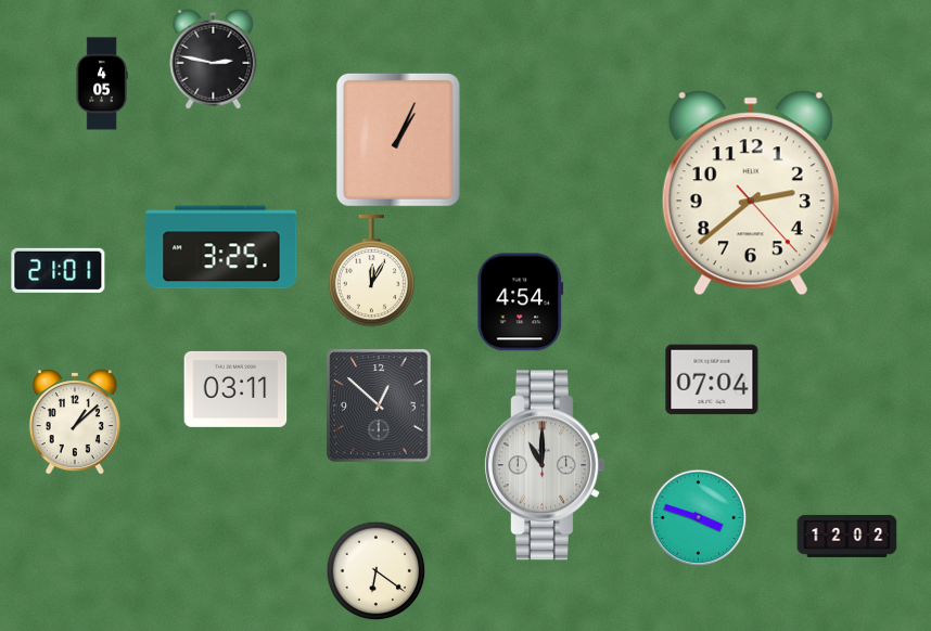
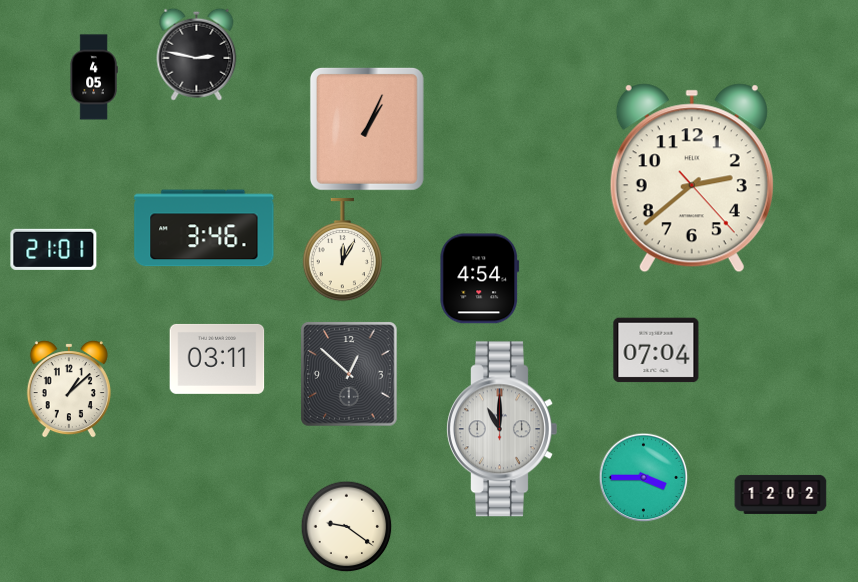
clock at (221, 247): 3:25 -> 3:46
clock at (699, 518): 3:48 -> 3:45
clock at (377, 571): 6:21 -> 9:21
